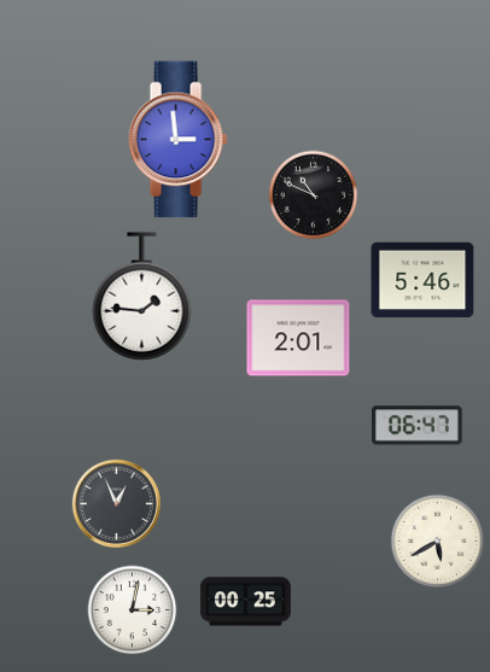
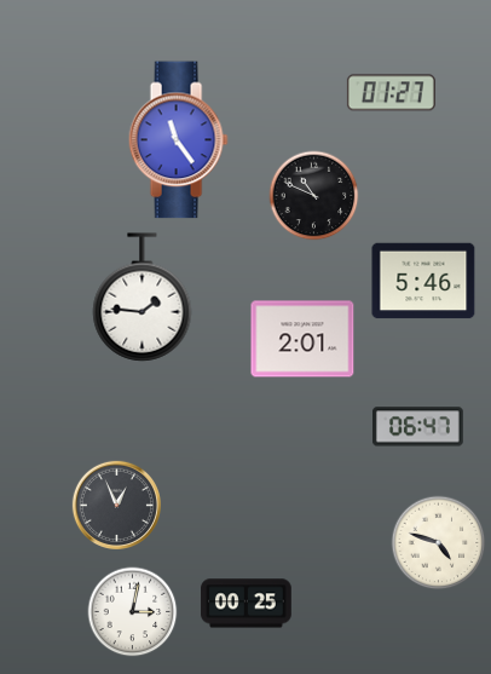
clock at (391, 93): none -> 01:27
clock at (177, 140): 2:59 -> 11:24
clock at (298, 338) position: (298, 338) -> (302, 339)
clock at (438, 542): 5:40 -> 4:48
